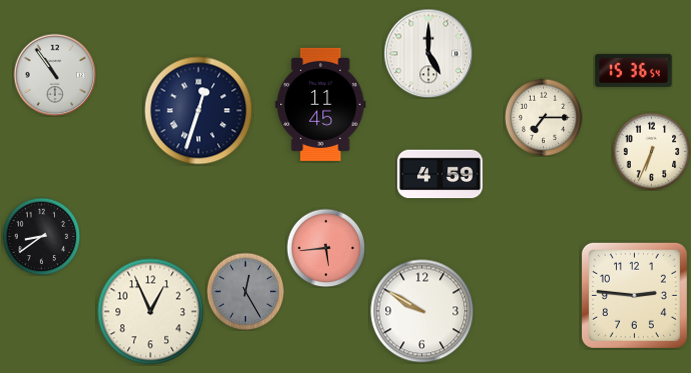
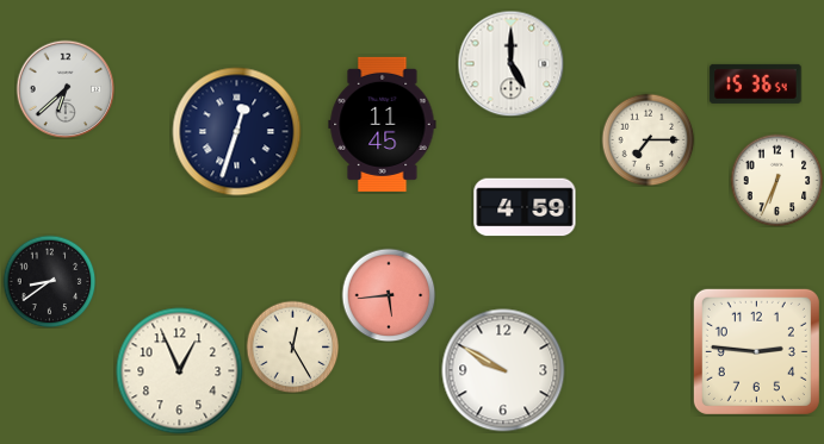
clock at (55, 75): 10:54 -> 6:38
clock at (245, 291) dial: grey -> cream
